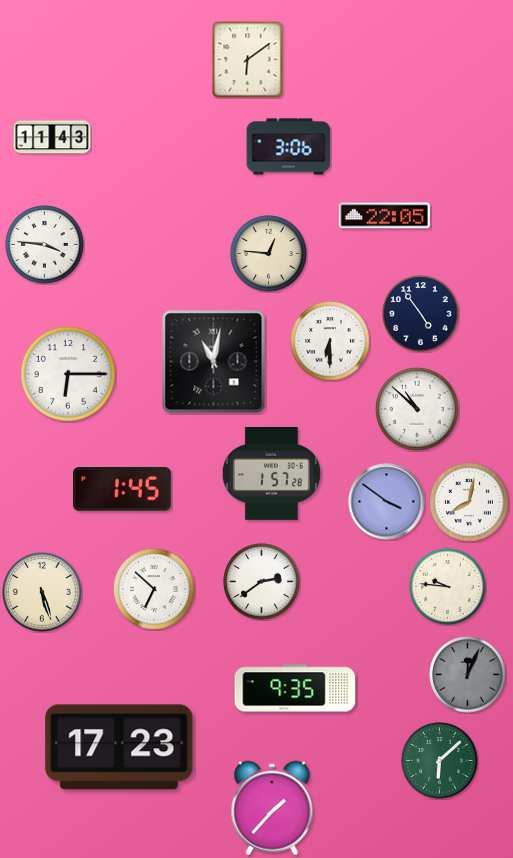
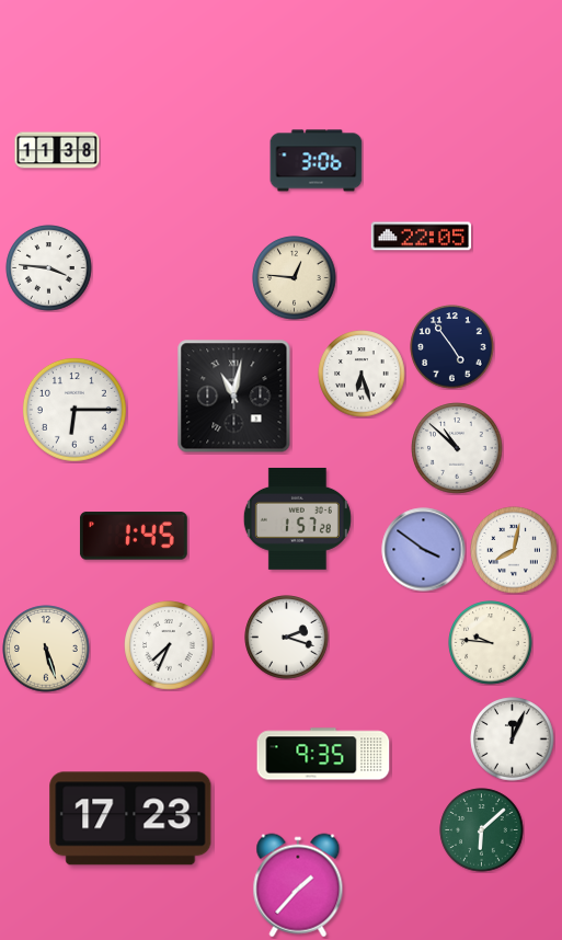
clock at (248, 59): 6:09 -> none
clock at (52, 137): 11:43 -> 11:38
clock at (421, 314) position: (421, 314) -> (452, 347)
clock at (330, 341): 6:30 -> 6:27
clock at (262, 582): 2:39 -> 2:18
clock at (154, 589): 6:52 -> 7:34
clock at (468, 675) dial: grey -> white
clock at (440, 761) position: (440, 761) -> (482, 830)
